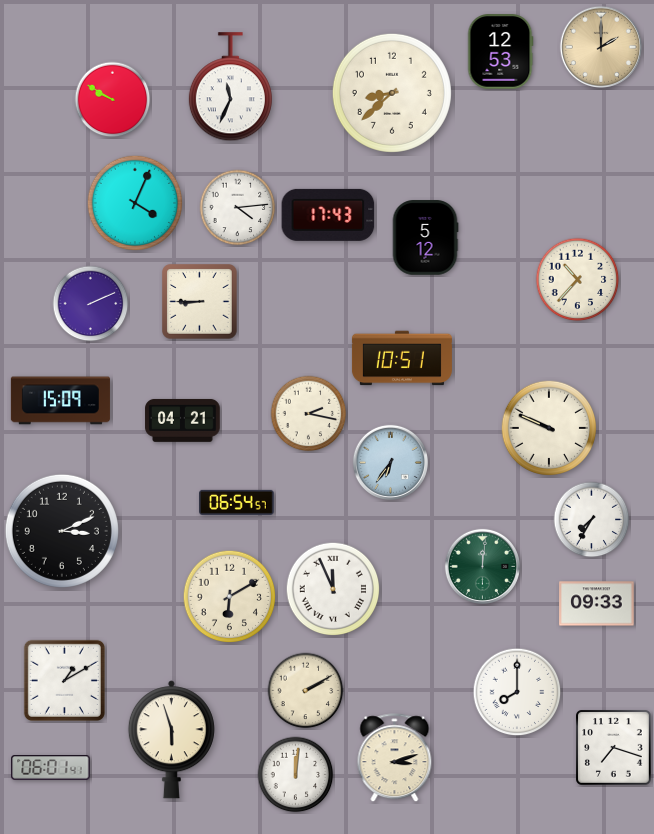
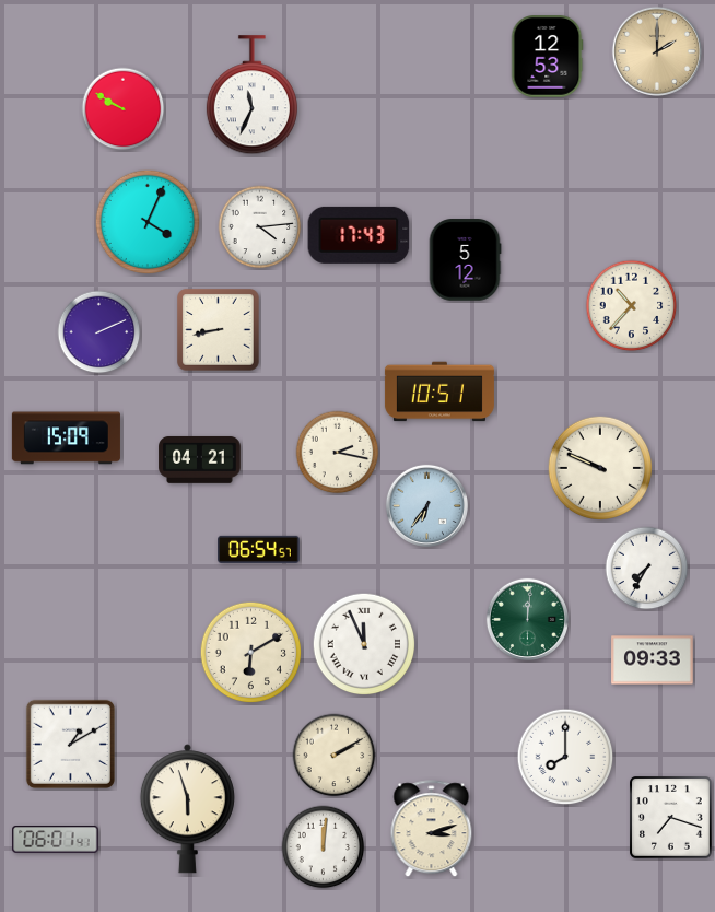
clock at (392, 93): 8:38 -> none
clock at (200, 302): 8:45 -> 8:43
clock at (62, 531): 3:11 -> none
